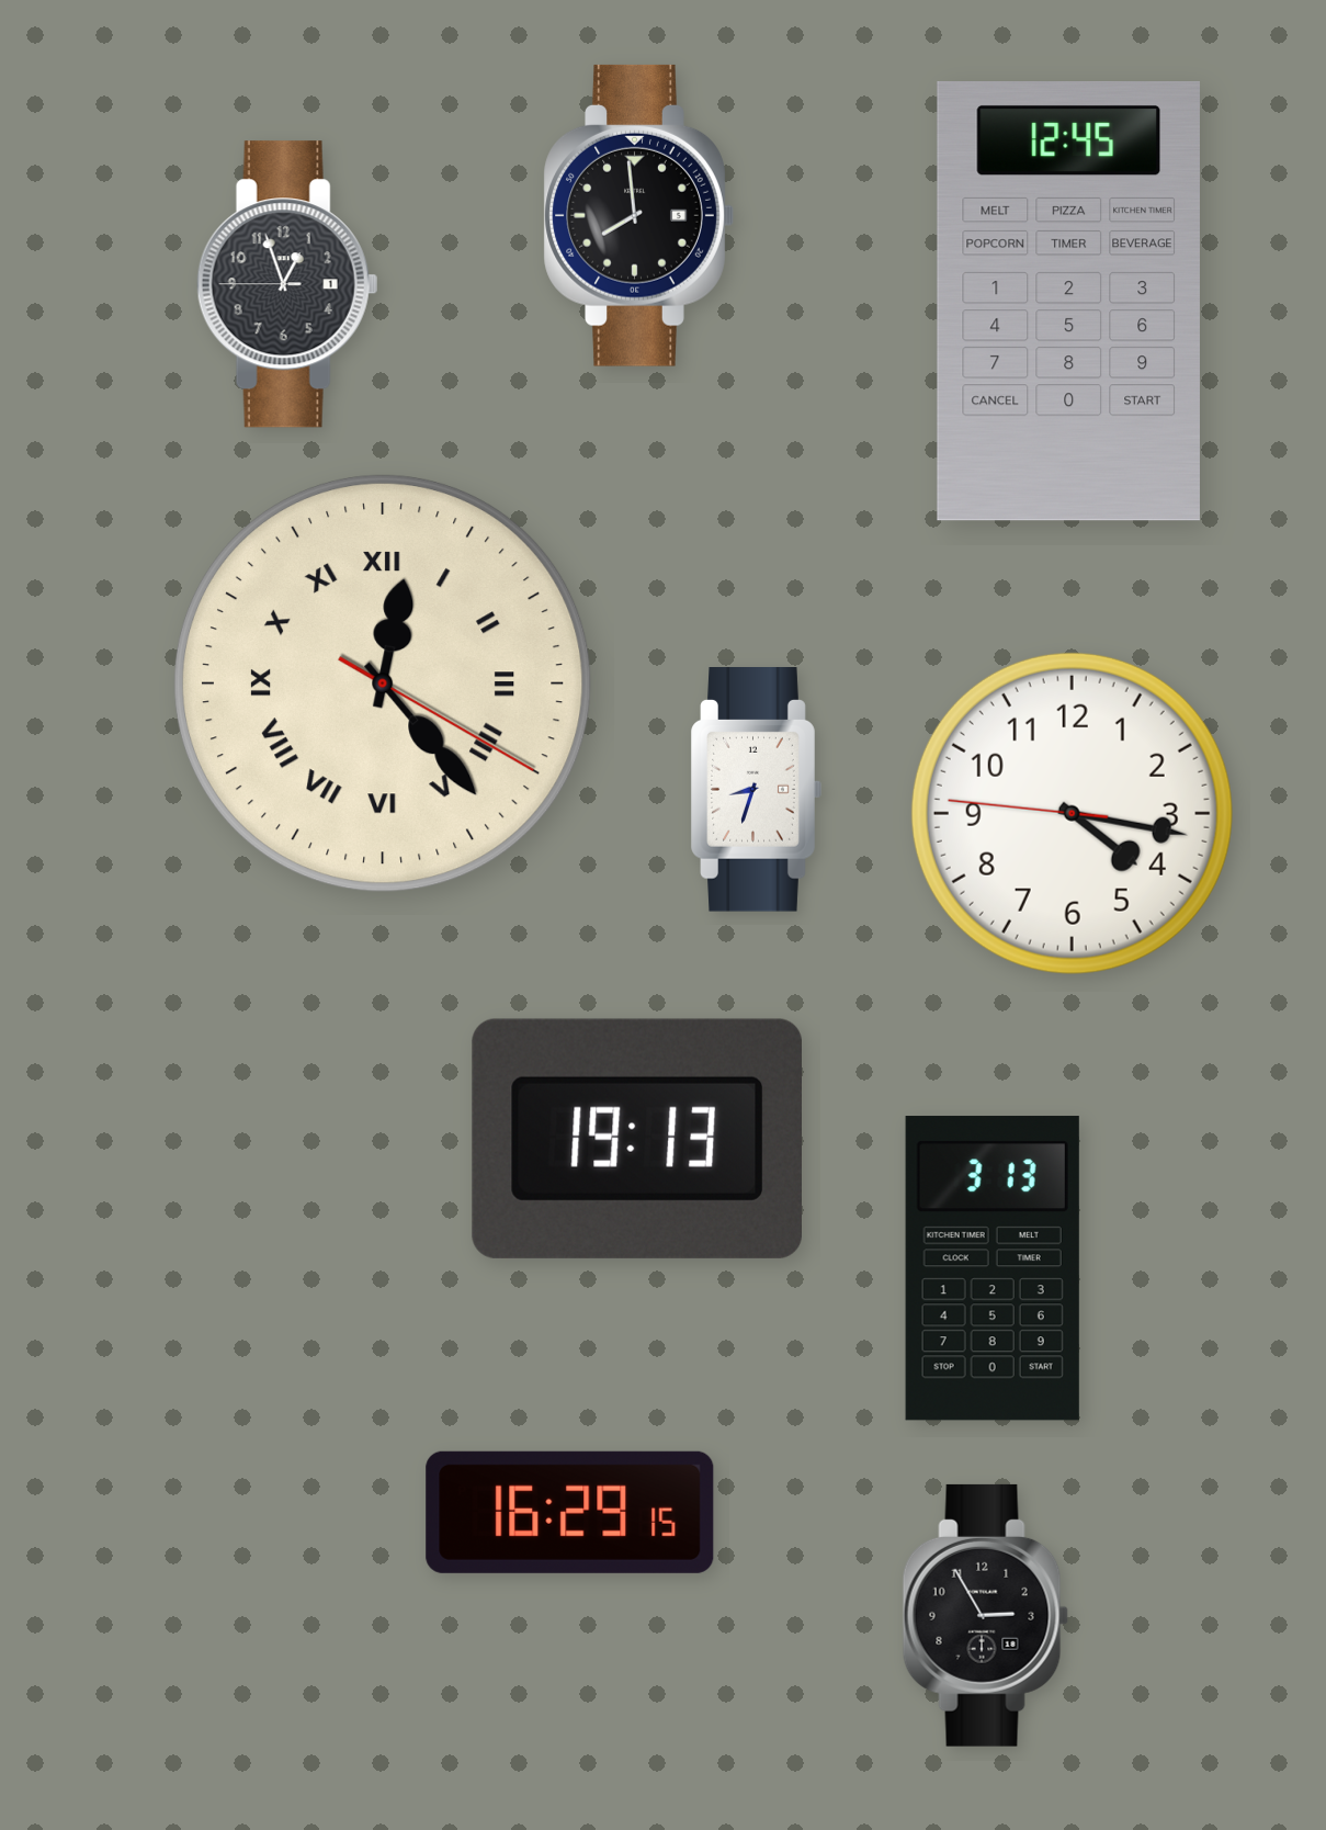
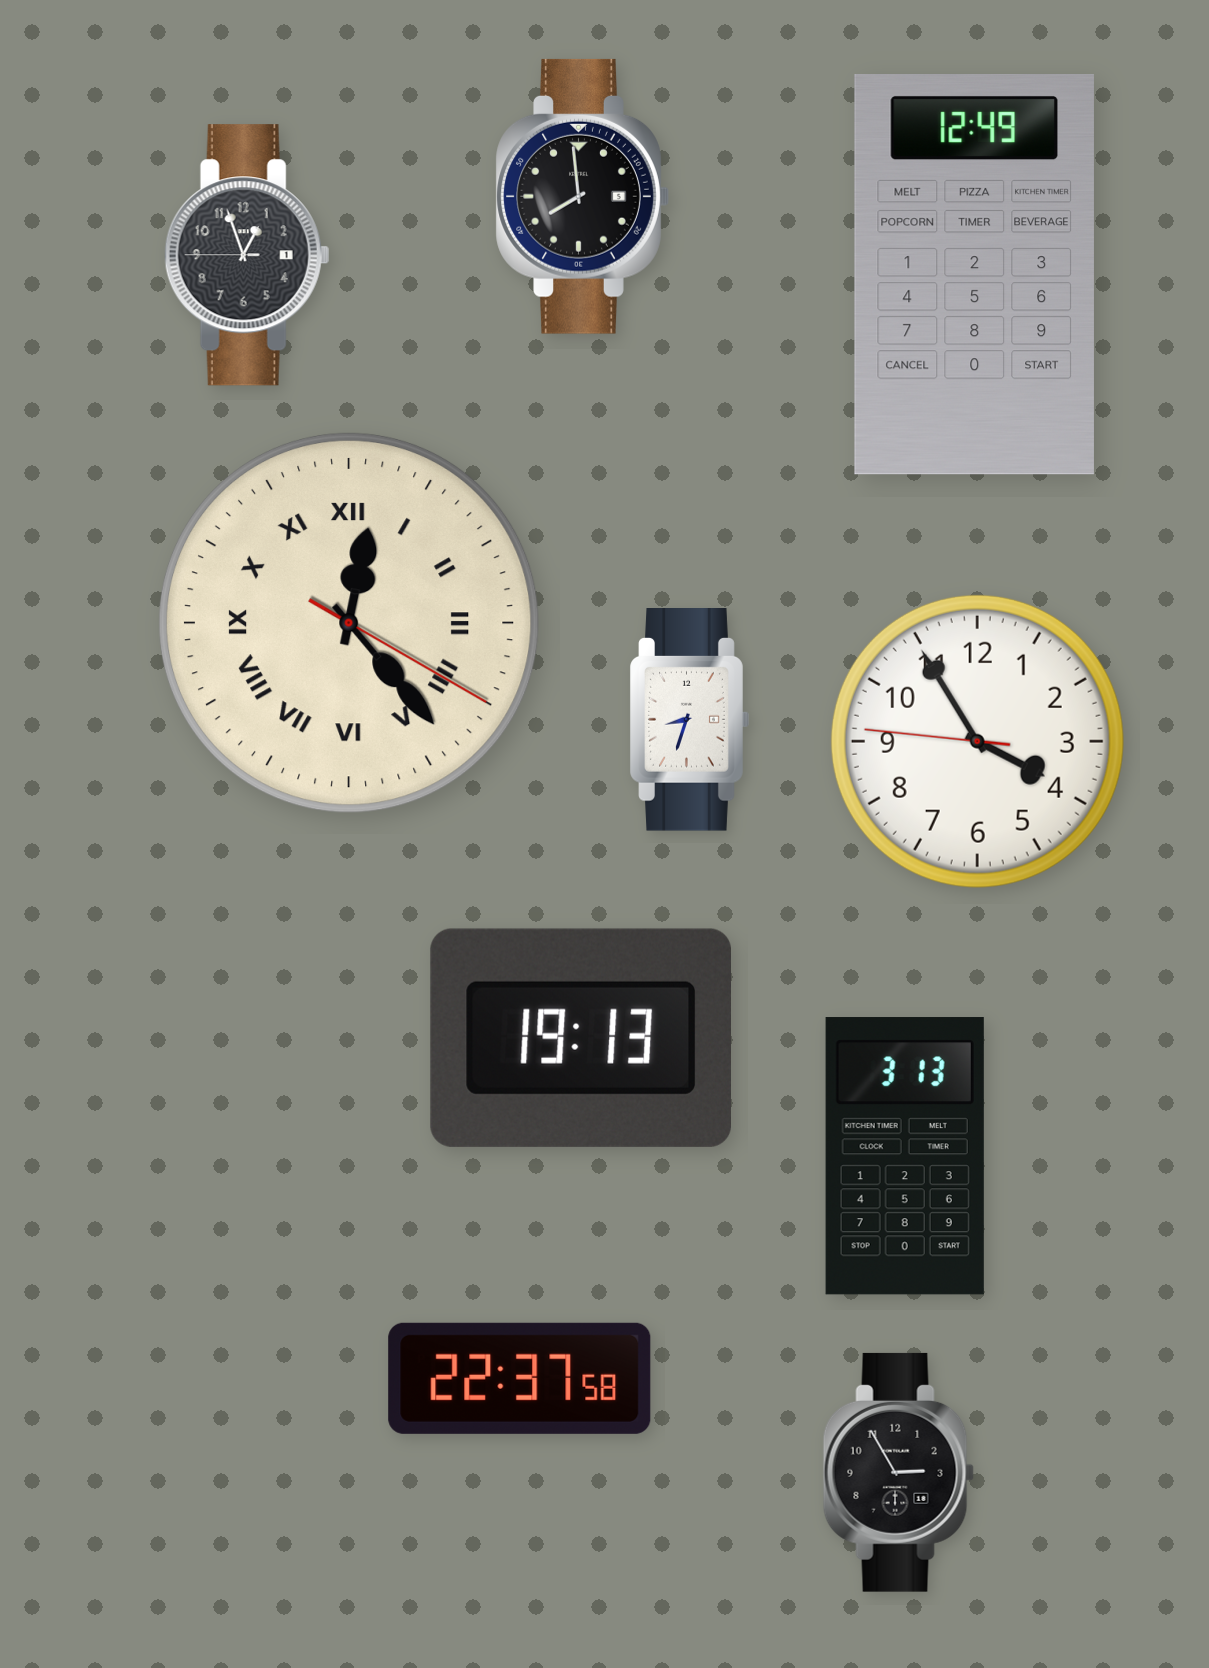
clock at (287, 284) position: (287, 284) -> (247, 255)
clock at (1068, 302): 12:45 -> 12:49
clock at (1072, 813): 4:16 -> 3:54
clock at (570, 1512): 16:29 -> 22:37
